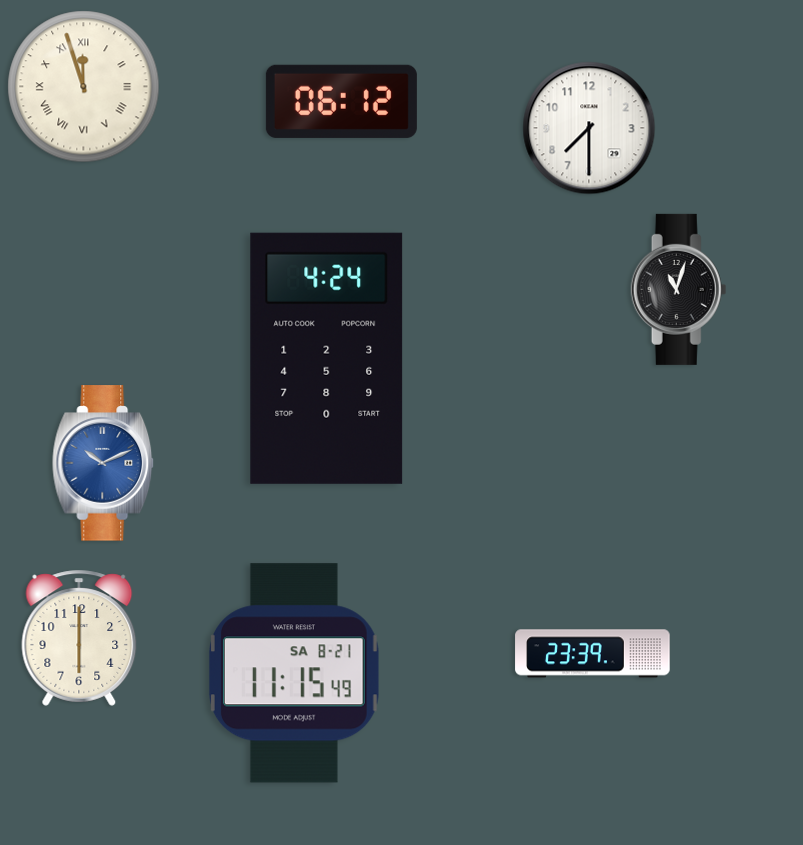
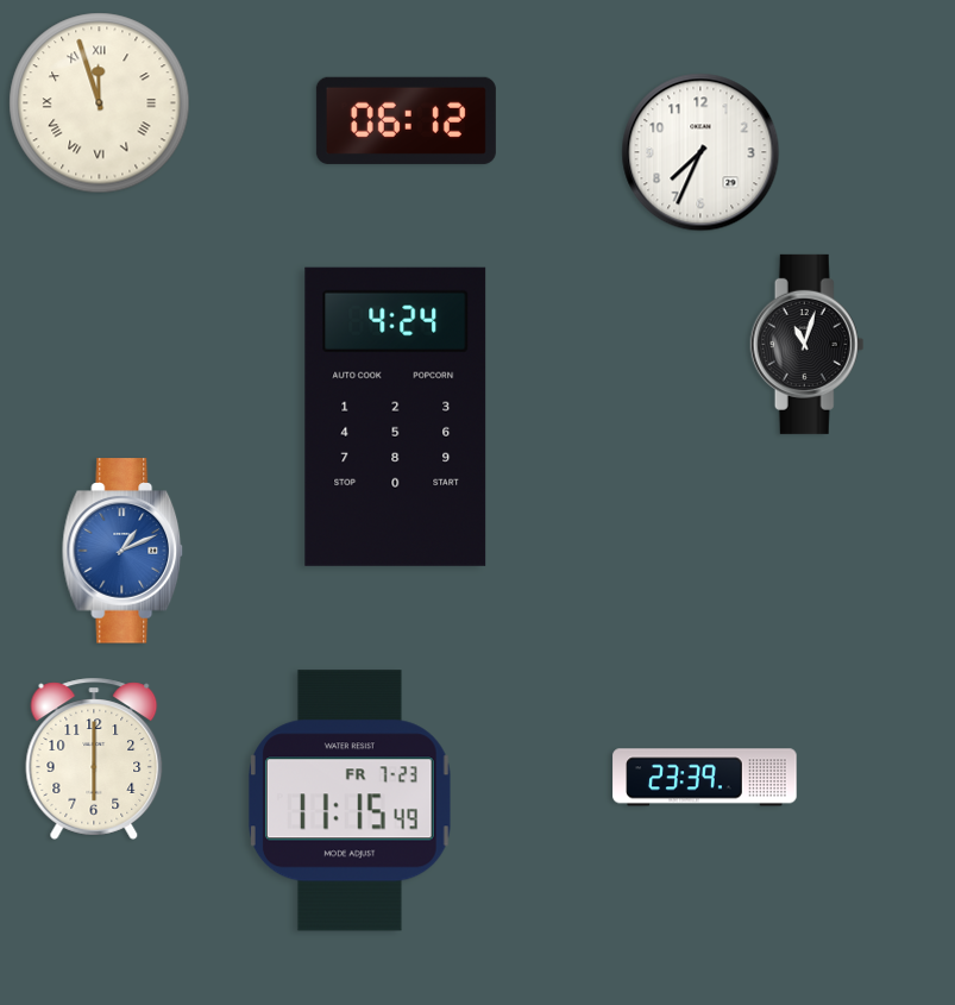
clock at (589, 128): 7:30 -> 7:34
clock at (327, 358) position: (327, 358) -> (396, 416)
clock at (104, 463): 10:11 -> 1:11
clock at (294, 673) date: SA 8-21 -> FR 7-23
